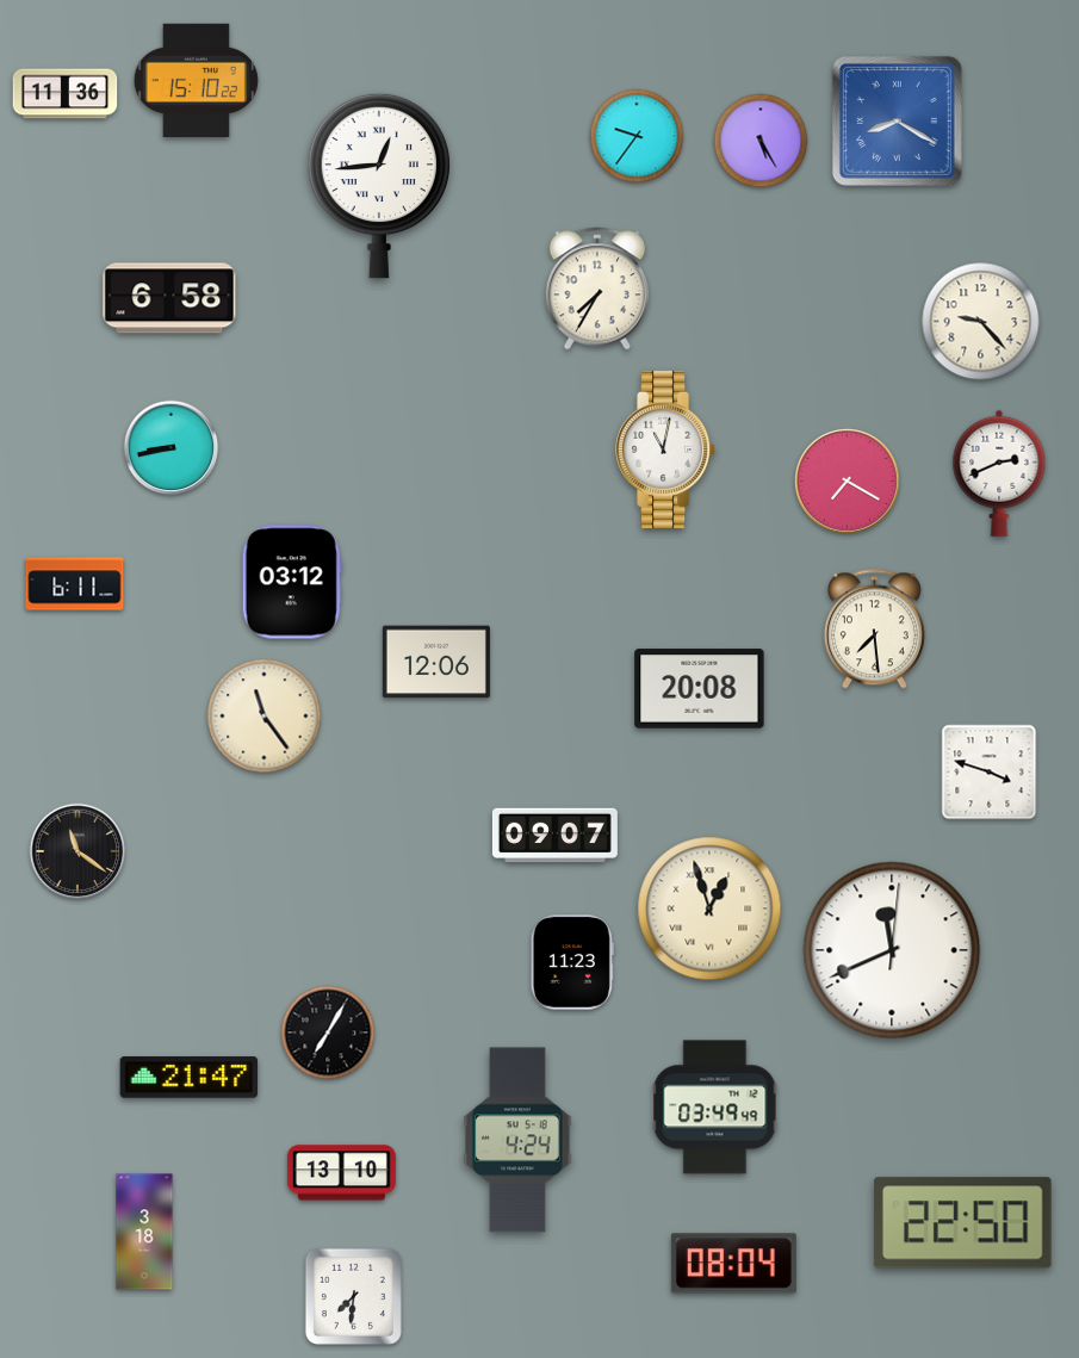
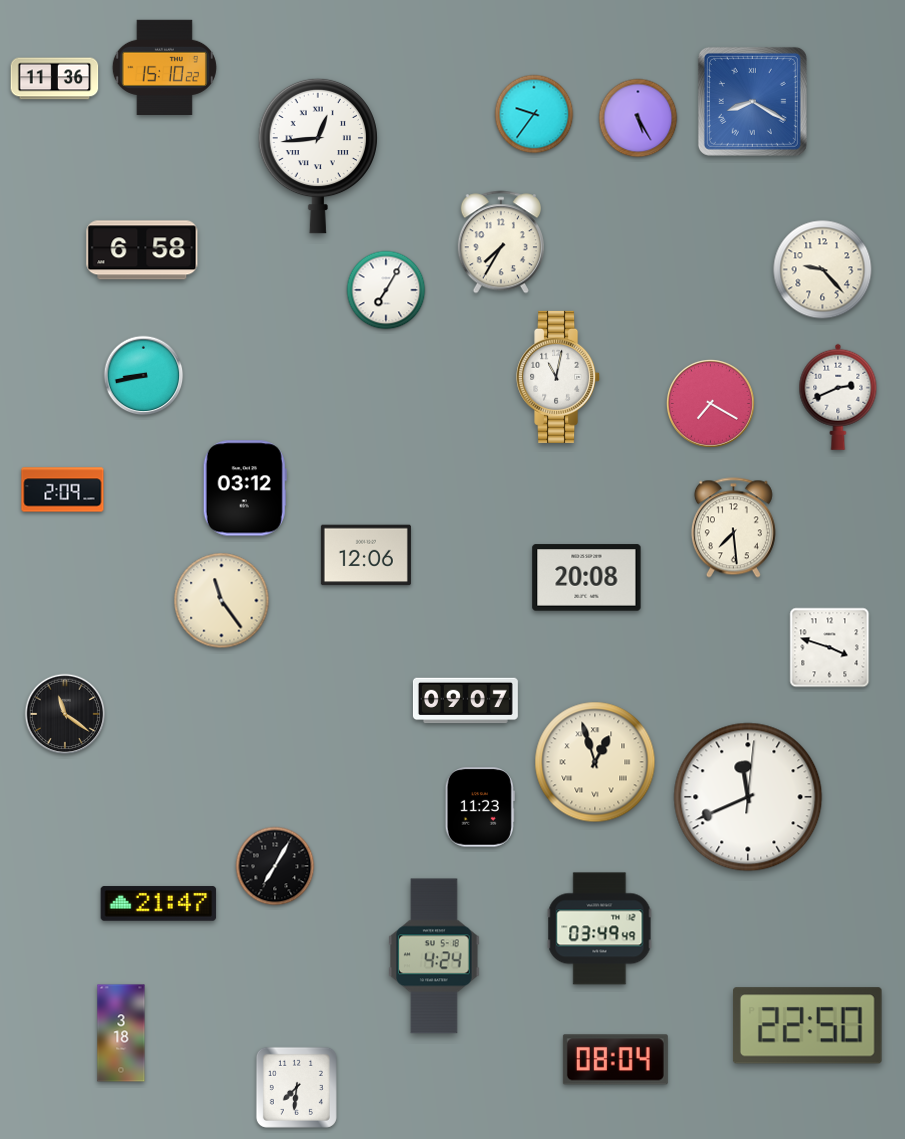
clock at (386, 290): none -> 7:05
clock at (75, 584): 6:11 -> 2:09
clock at (341, 1173): 13:10 -> none
